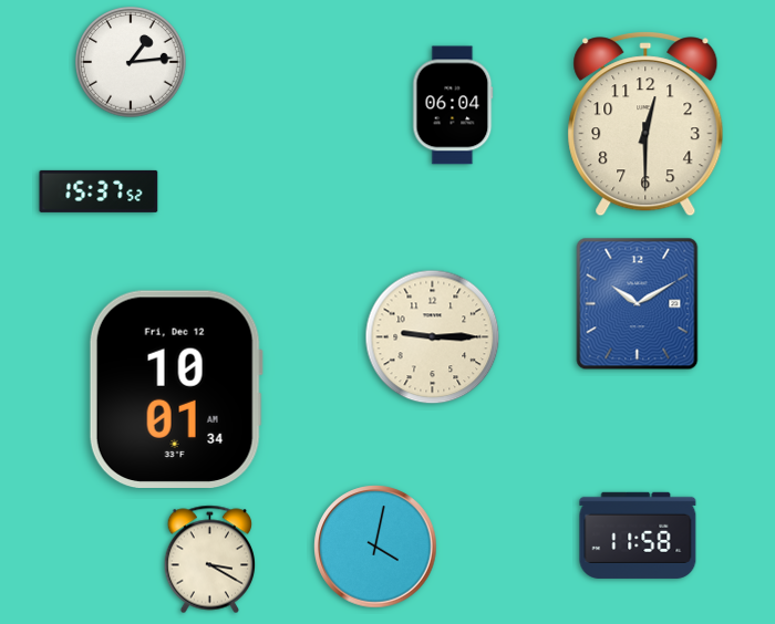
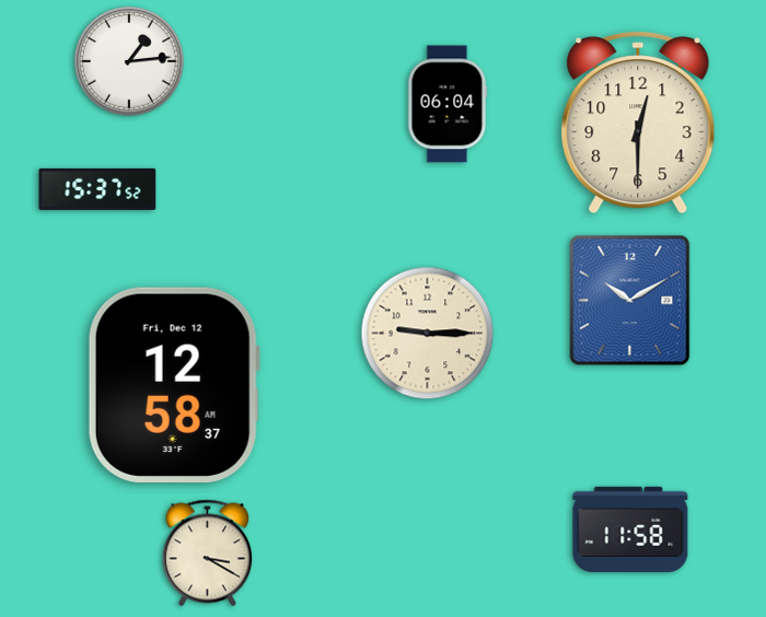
clock at (176, 388): 10:01 -> 12:58
clock at (375, 547): 4:02 -> none
